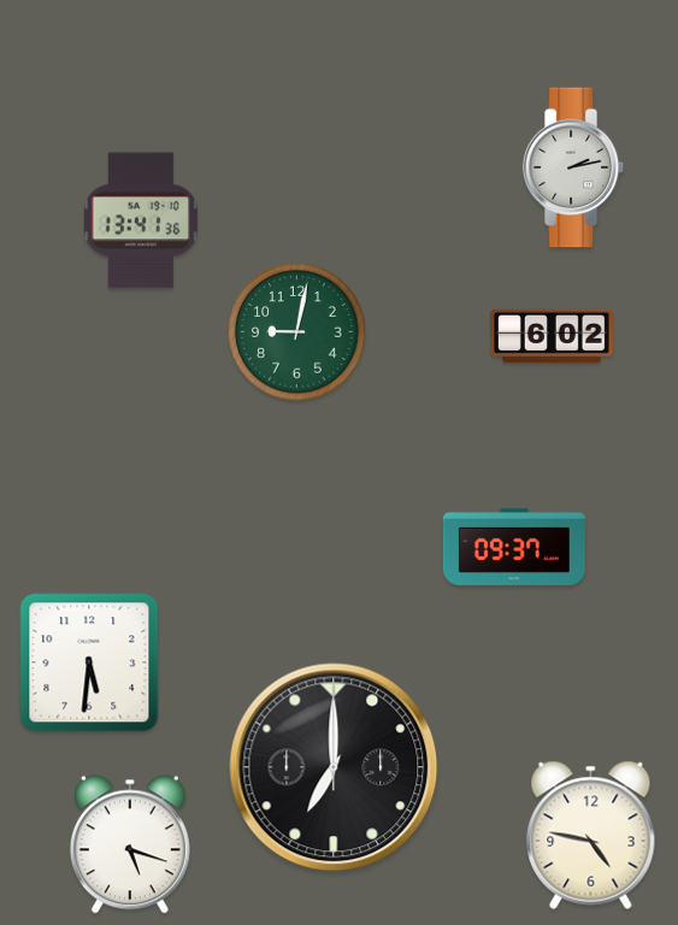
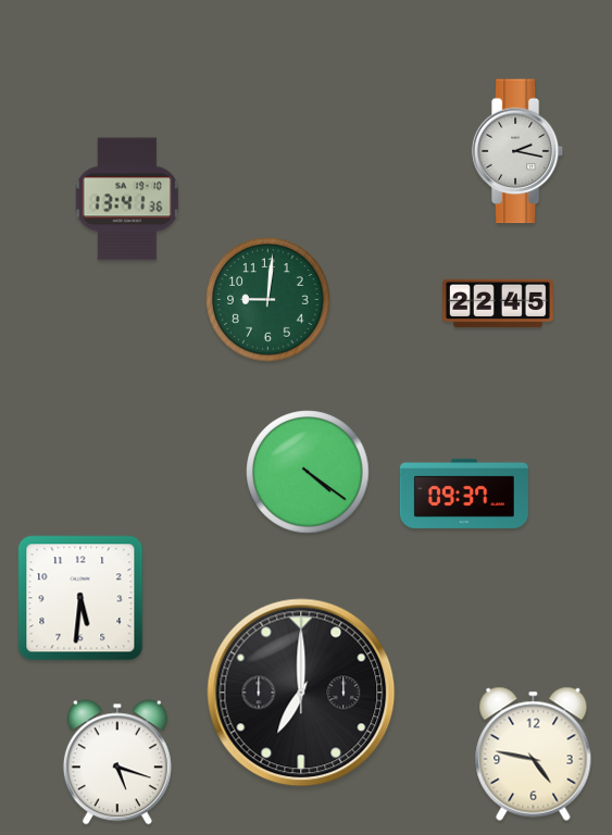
clock at (573, 167): 2:13 -> 2:17
clock at (297, 332): 9:02 -> 9:01
clock at (553, 336): 6:02 -> 22:45
clock at (308, 472): none -> 4:21
